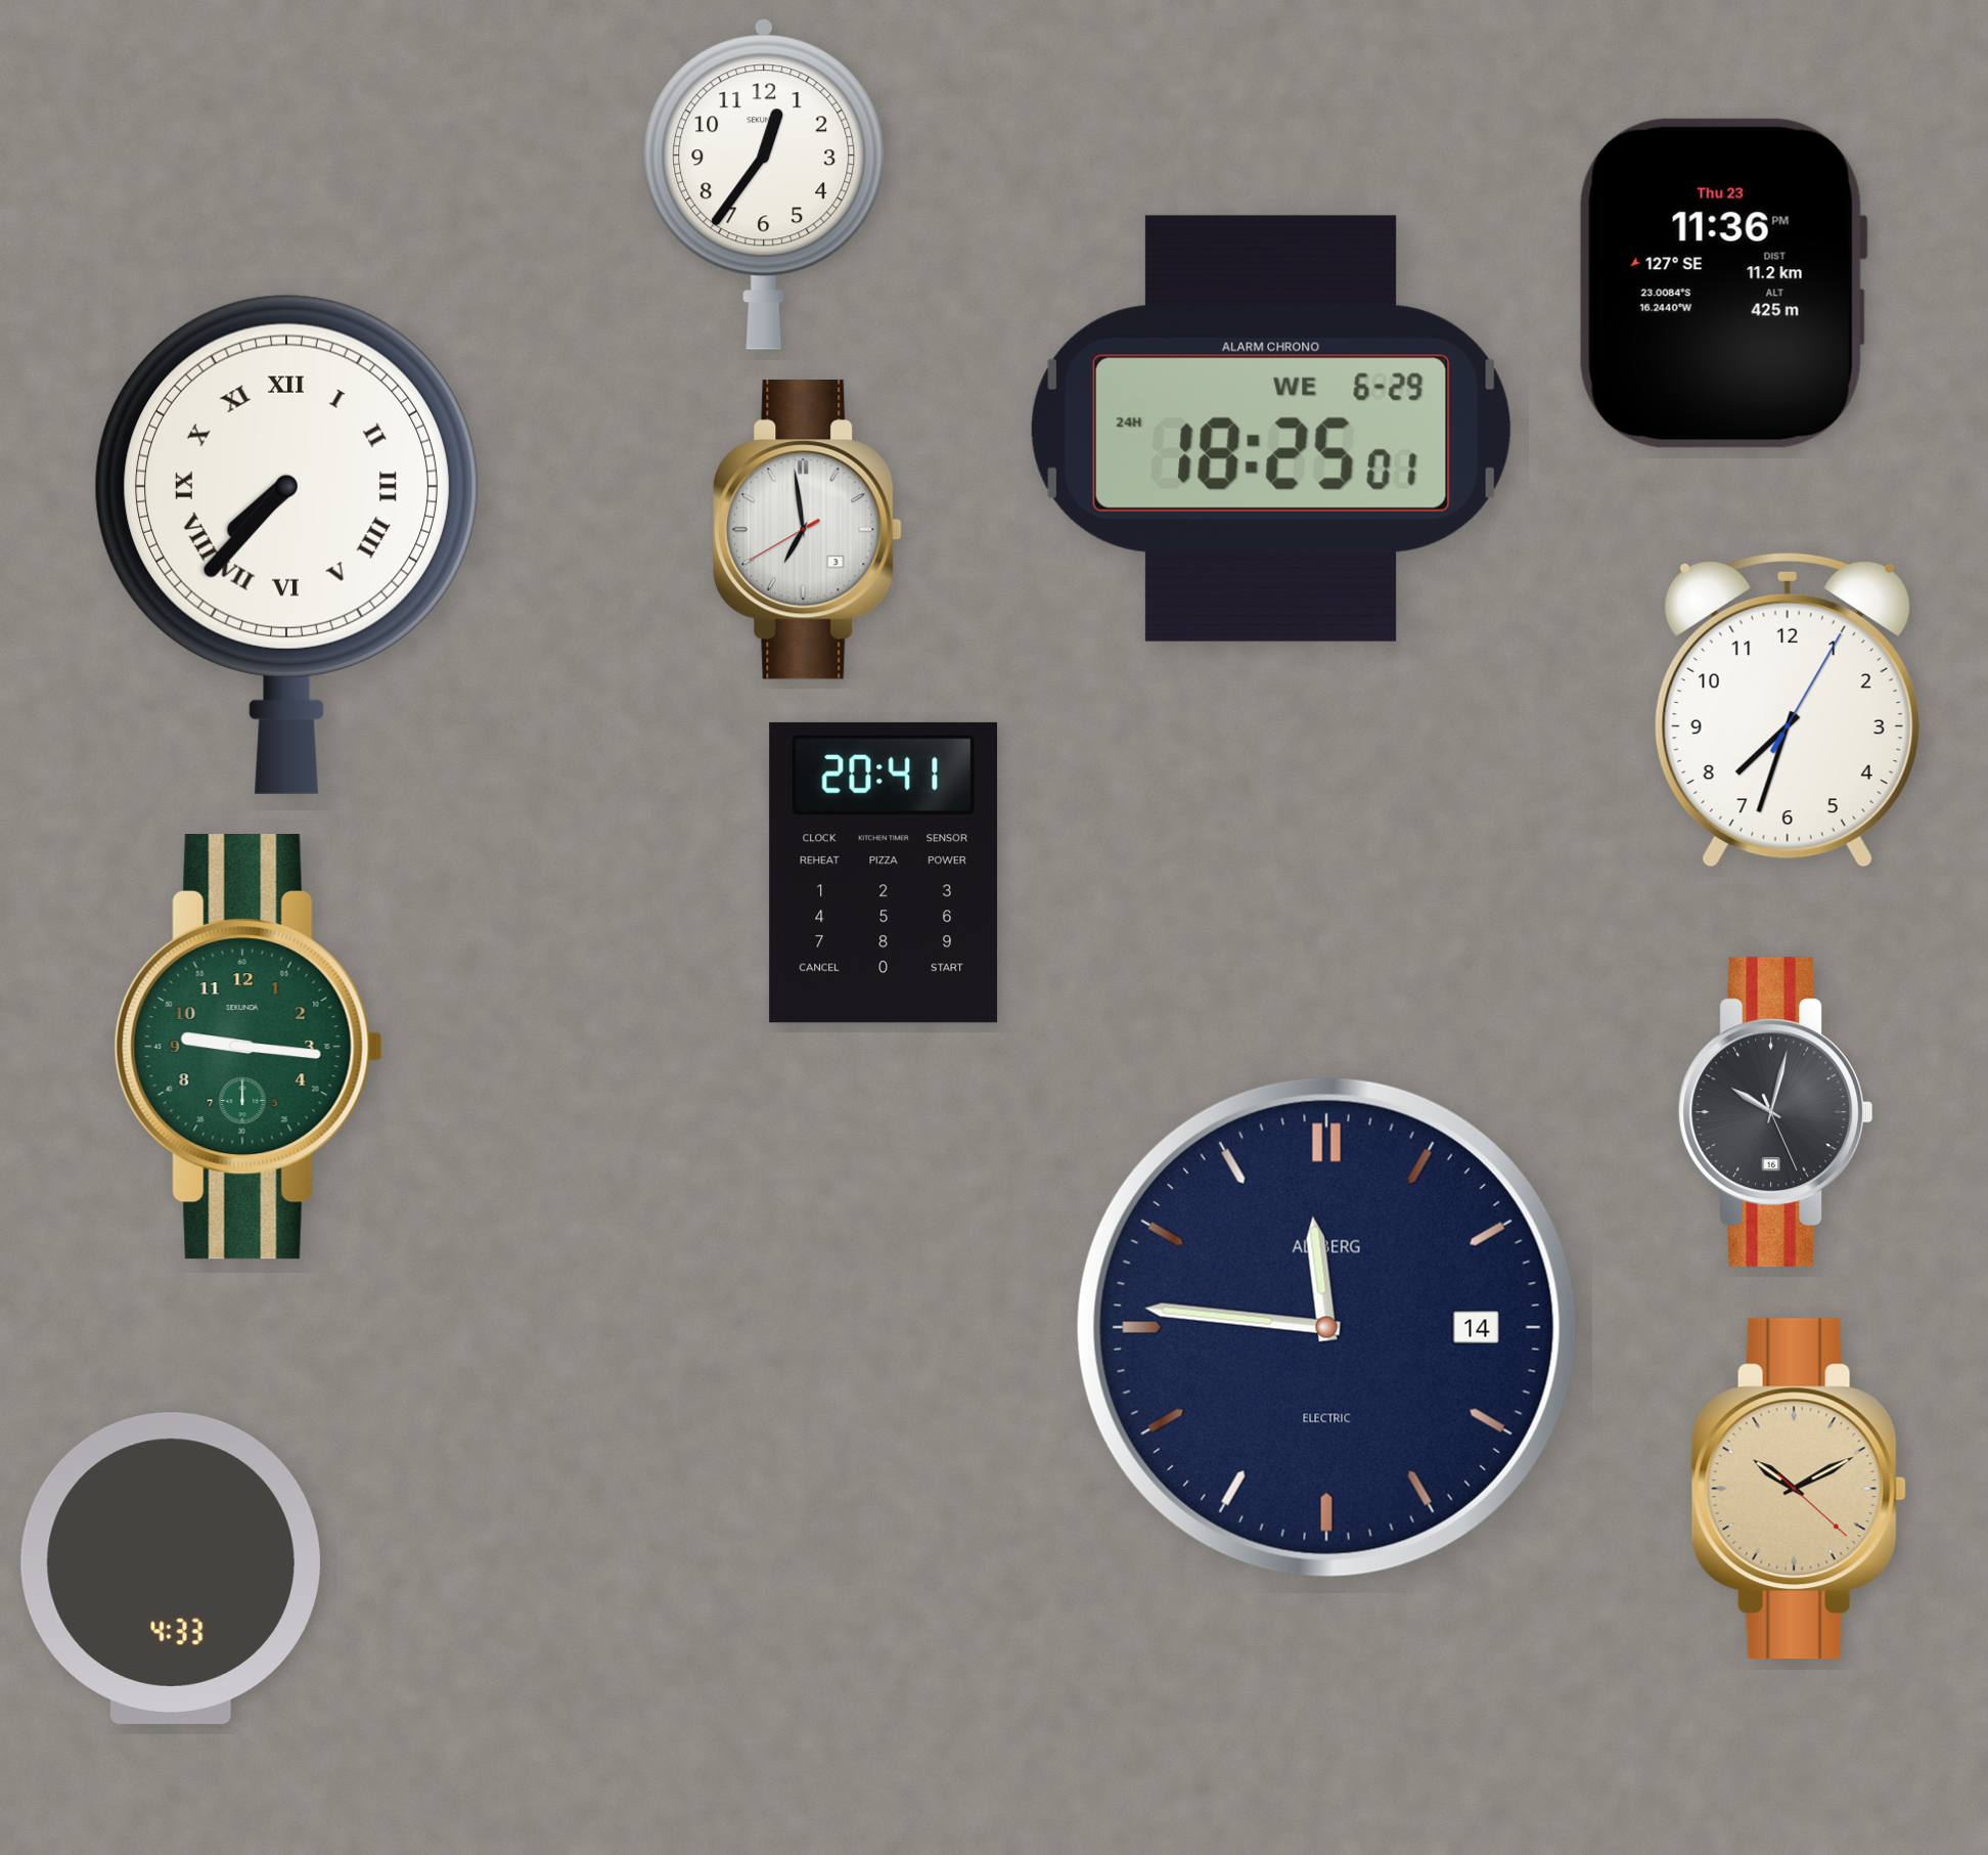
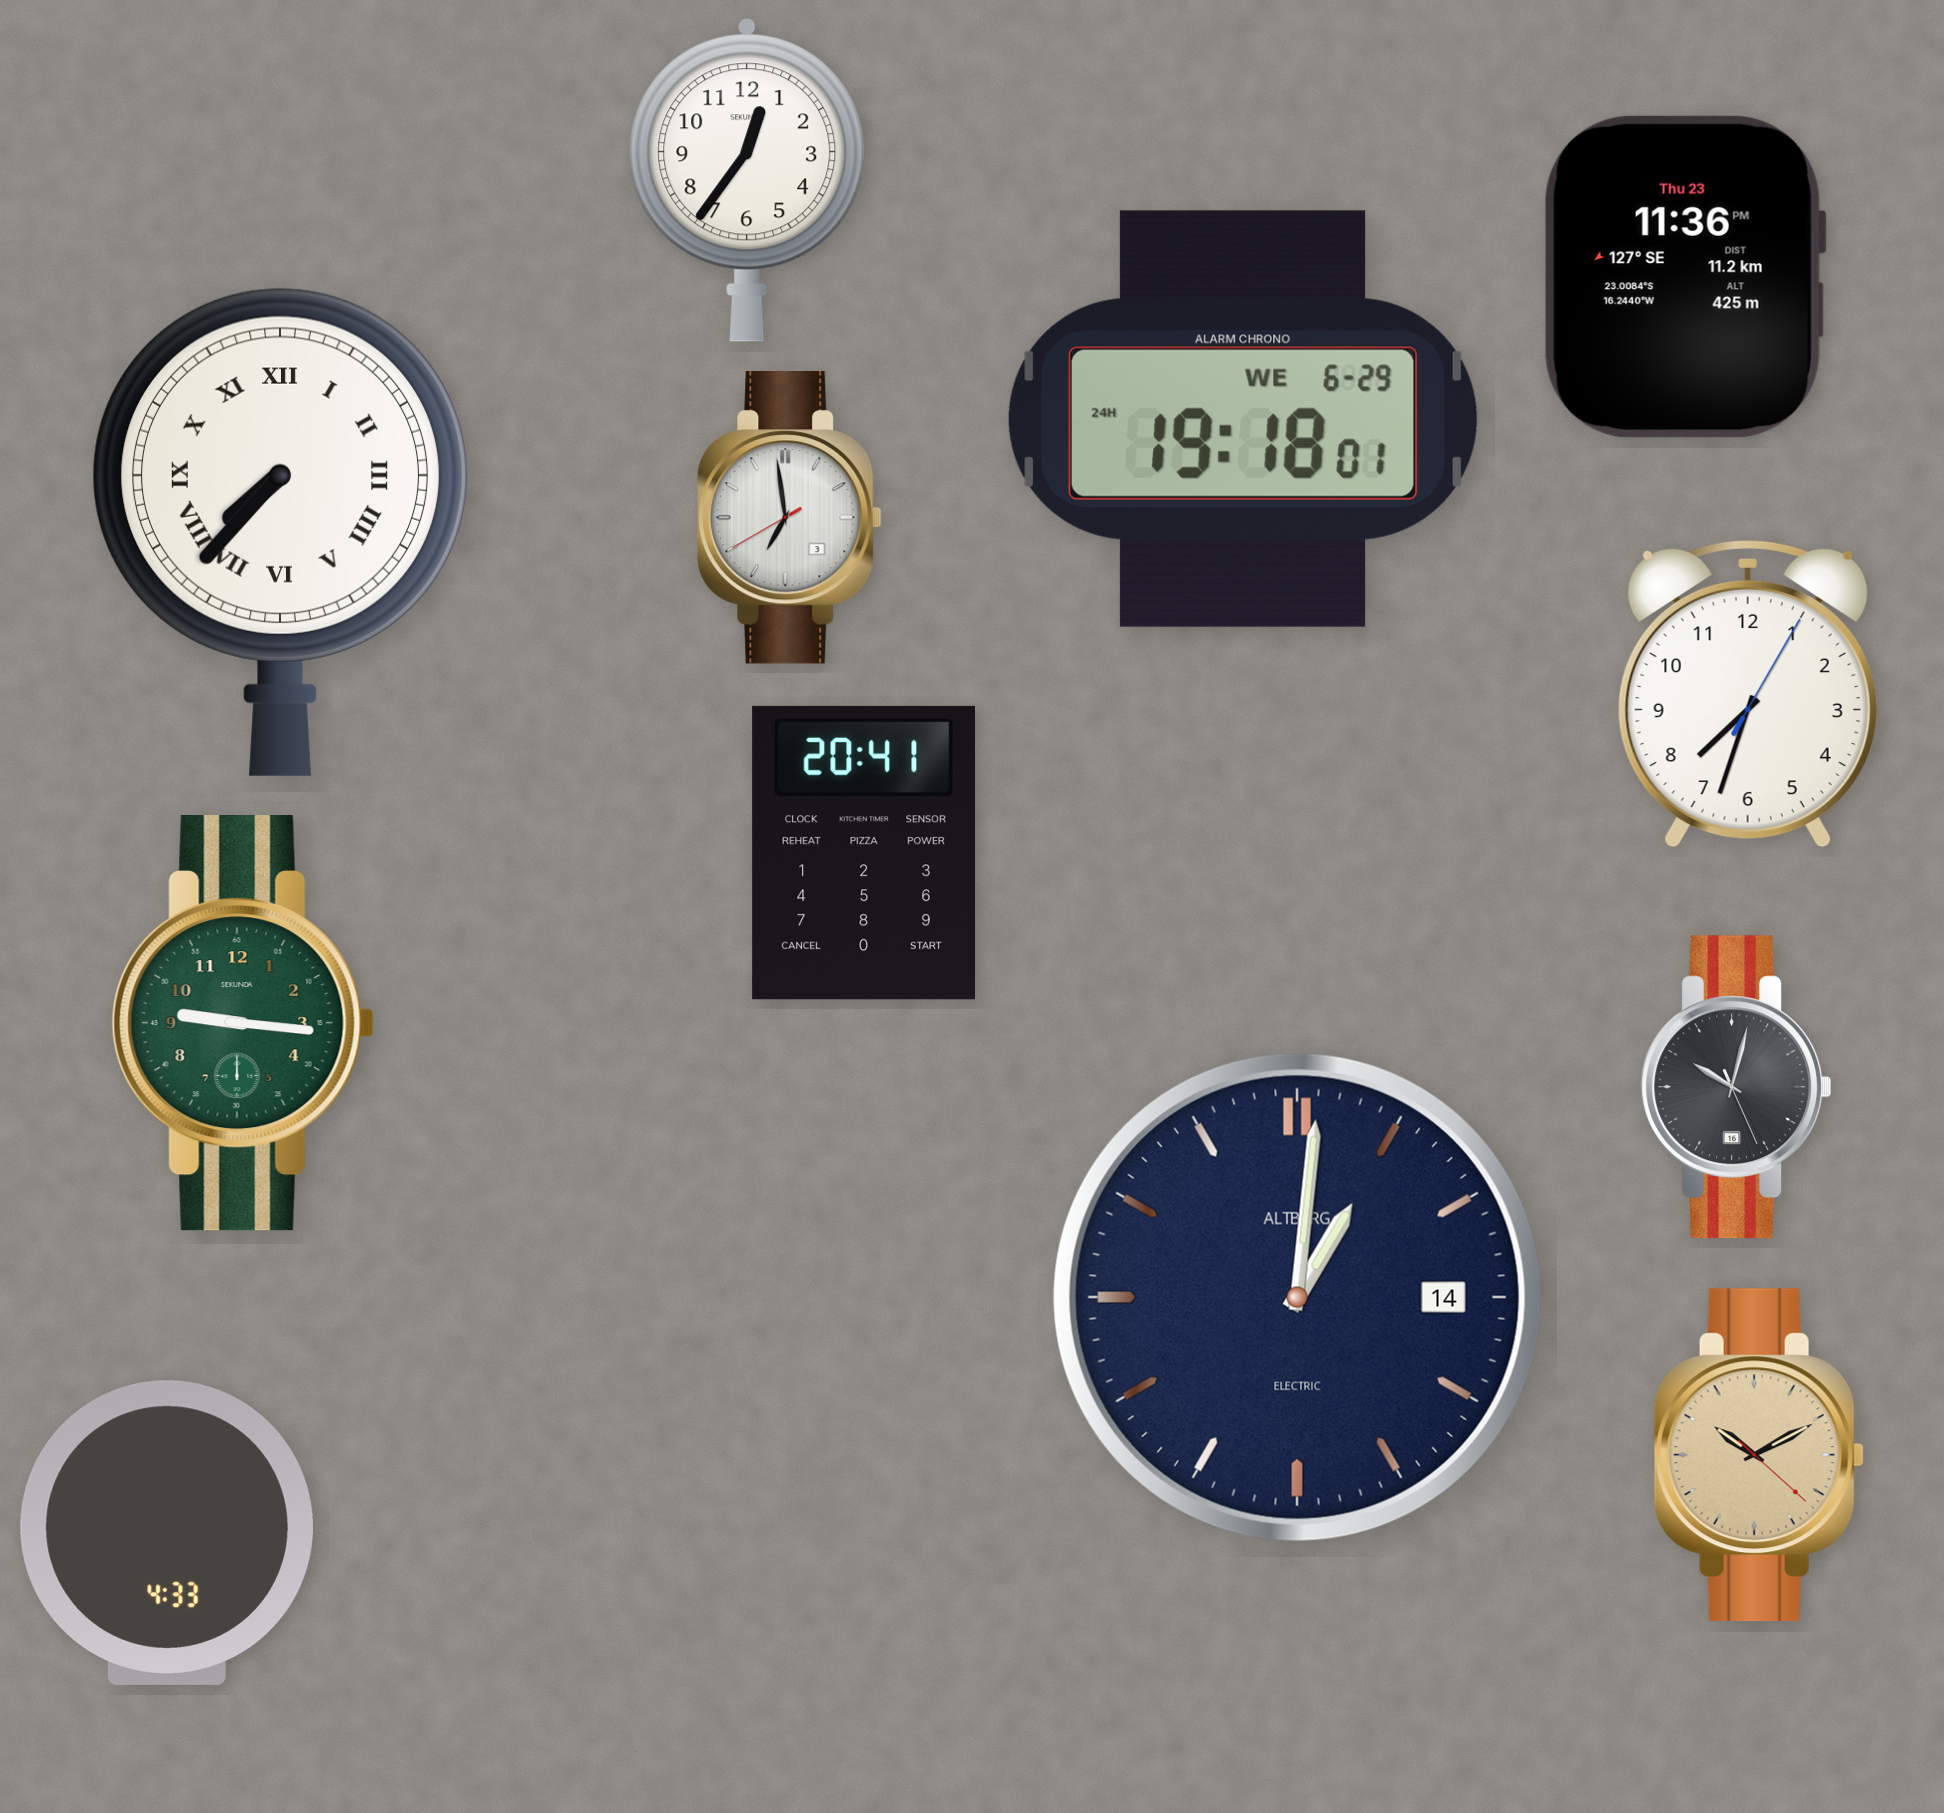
clock at (1272, 429): 18:25 -> 19:18
clock at (1326, 1327): 11:46 -> 1:01
